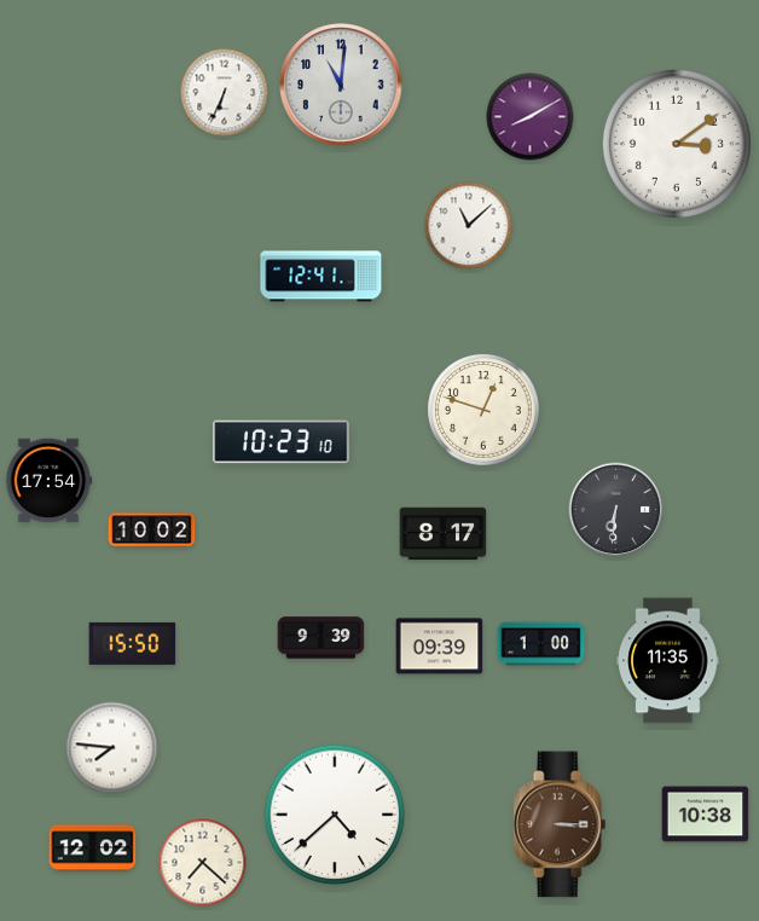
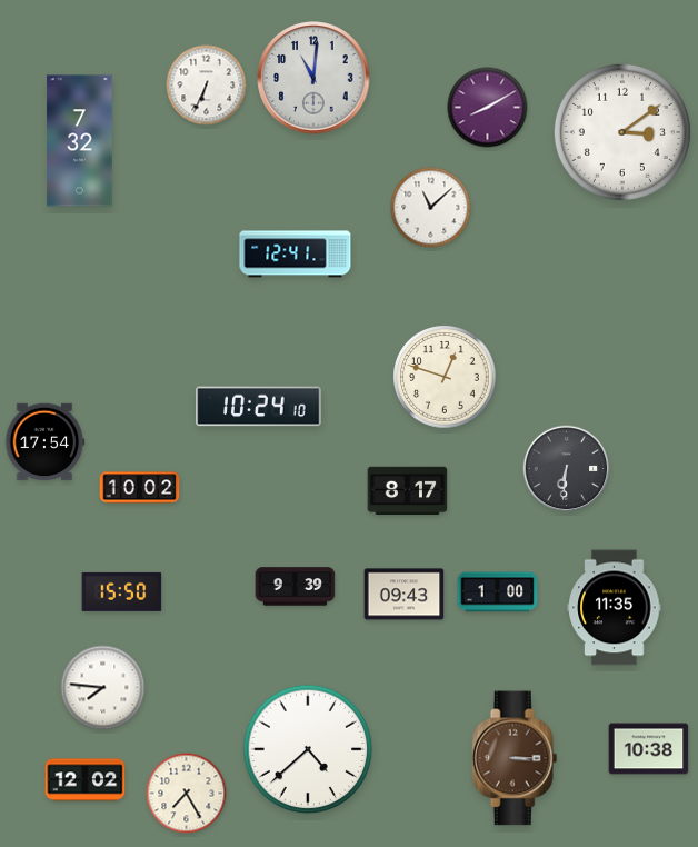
clock at (80, 141): none -> 7:32
clock at (282, 442): 10:23 -> 10:24
clock at (440, 647): 09:39 -> 09:43
clock at (203, 863): 7:22 -> 7:25
